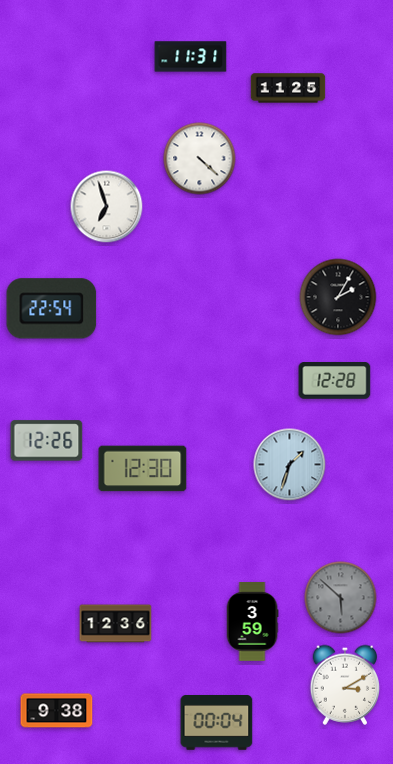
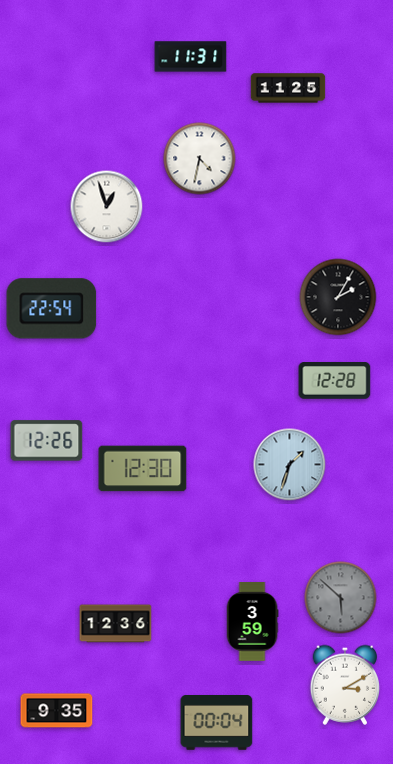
clock at (200, 159): 4:22 -> 4:32
clock at (107, 207): 6:57 -> 12:57
clock at (57, 711): 9:38 -> 9:35
